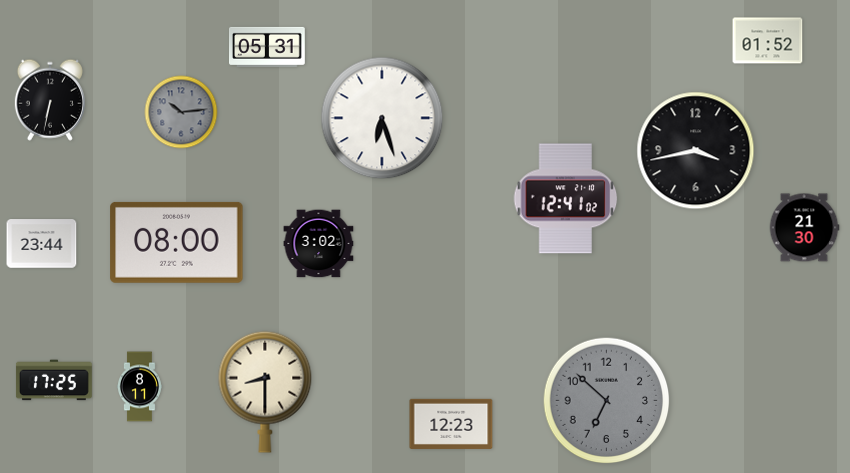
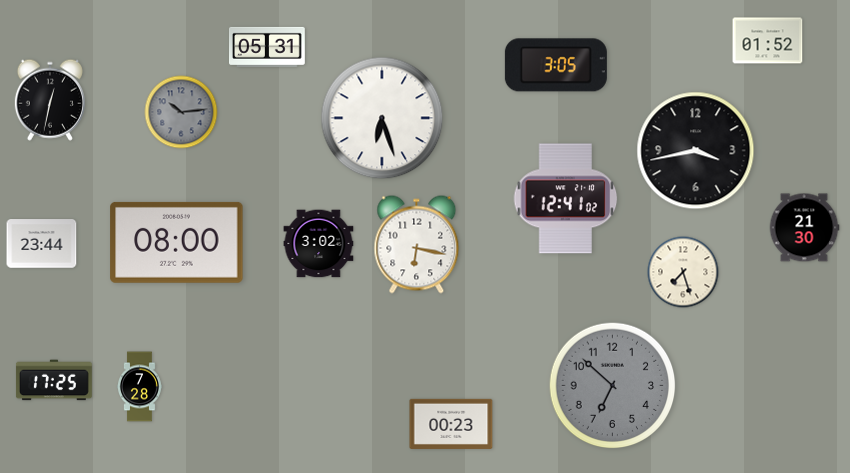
clock at (556, 65): none -> 3:05
clock at (50, 100): 6:32 -> 12:32
clock at (417, 245): none -> 6:17
clock at (683, 272): none -> 7:27
clock at (140, 387): 8:11 -> 7:28
clock at (265, 392): 8:30 -> none
clock at (607, 401) position: (607, 401) -> (613, 386)
clock at (451, 424): 12:23 -> 00:23
